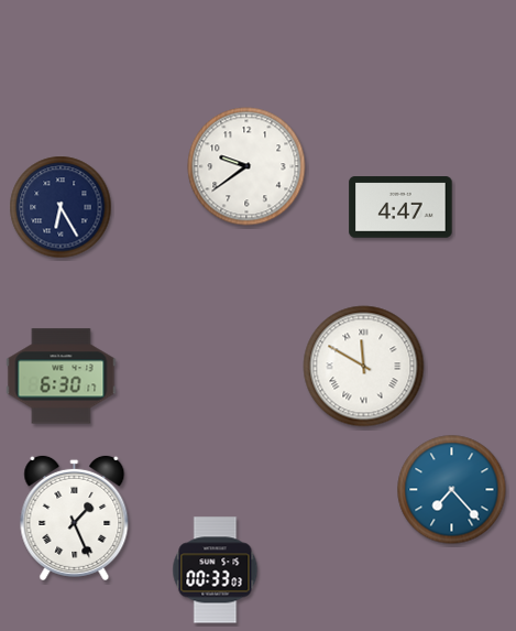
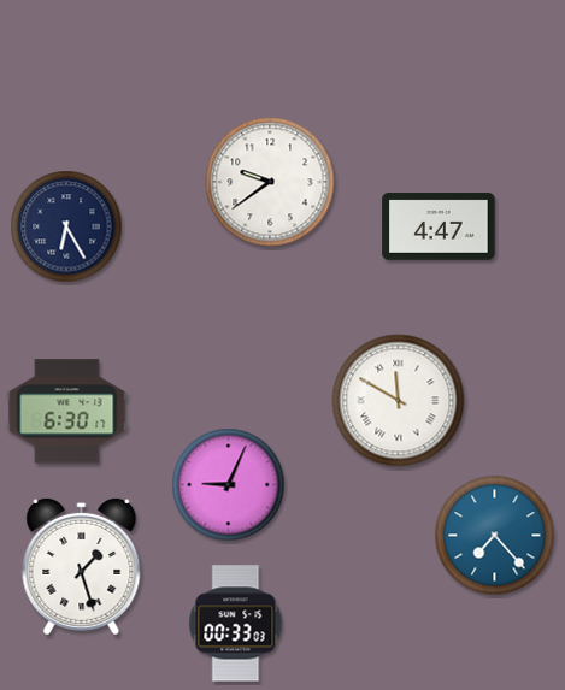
clock at (229, 485): none -> 9:04
clock at (75, 518): 1:26 -> 1:27
